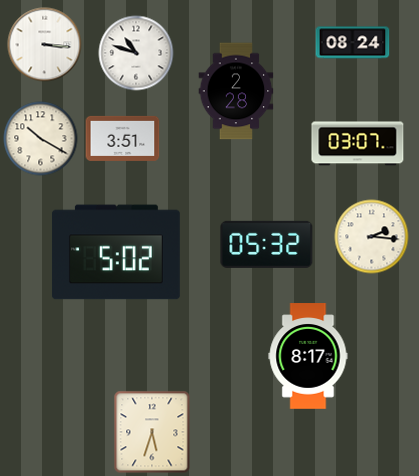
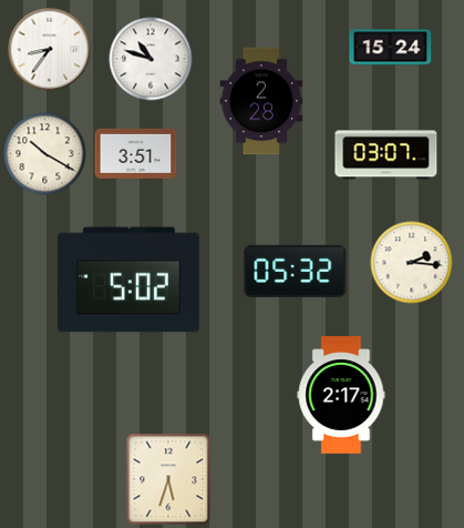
clock at (353, 43): 08:24 -> 15:24
clock at (45, 45): 3:16 -> 8:36
clock at (358, 144) position: (358, 144) -> (386, 155)
clock at (308, 356): 8:17 -> 2:17
